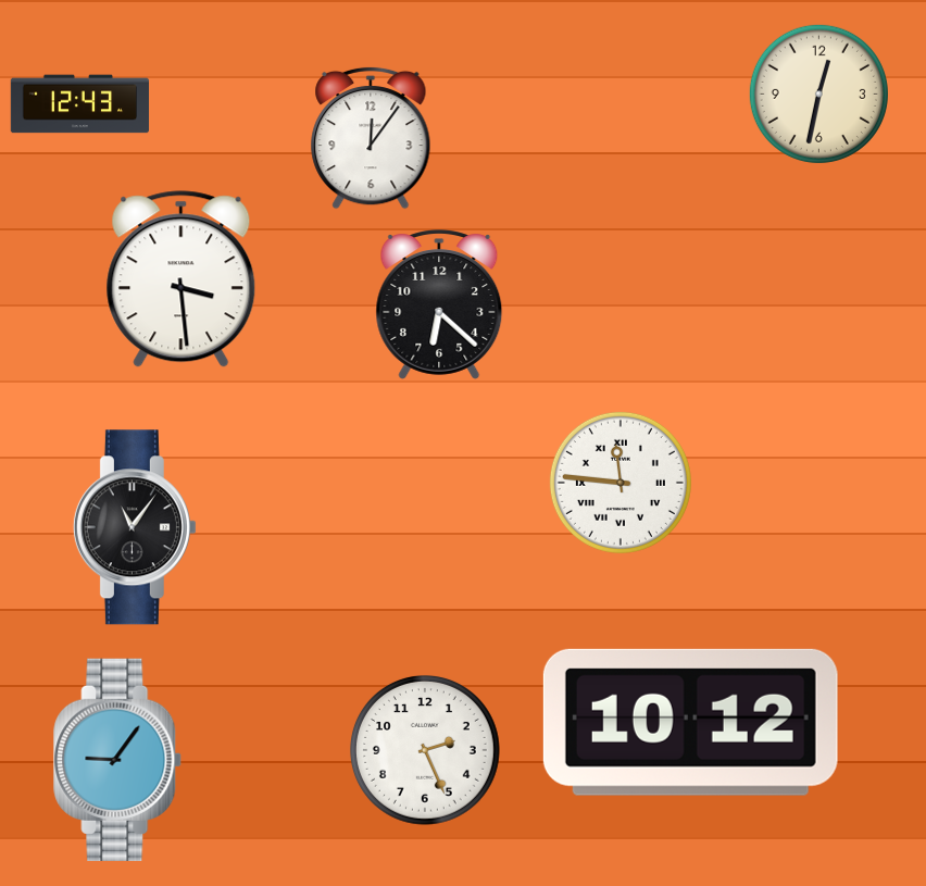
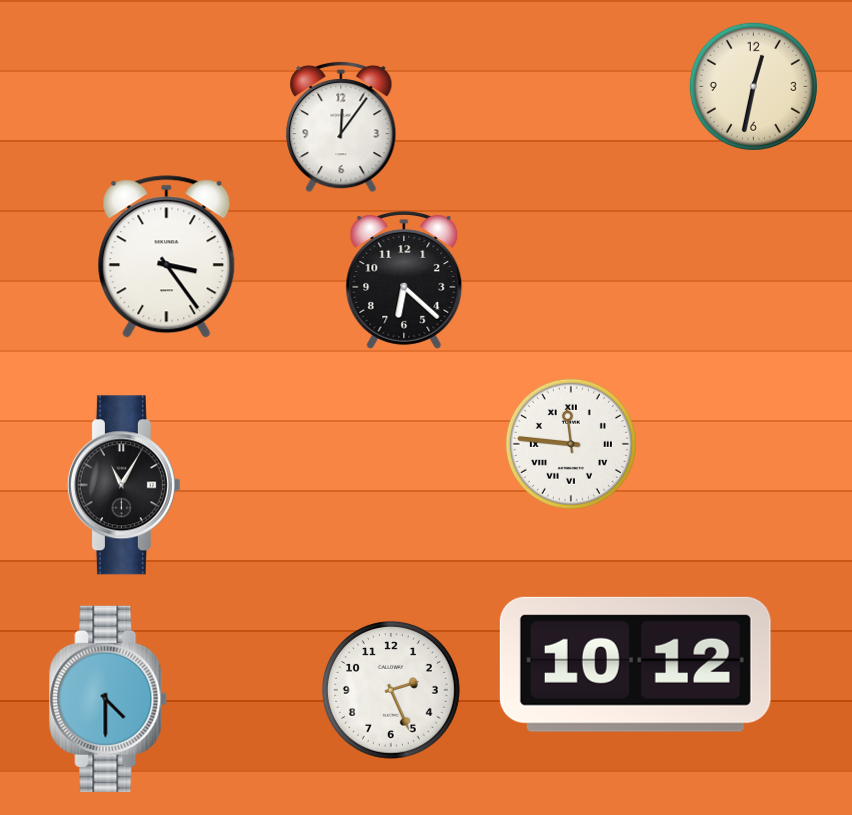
clock at (79, 104): 12:43 -> none
clock at (182, 279): 3:29 -> 3:24
clock at (135, 527): 11:06 -> 11:05
clock at (118, 760): 9:06 -> 4:30
